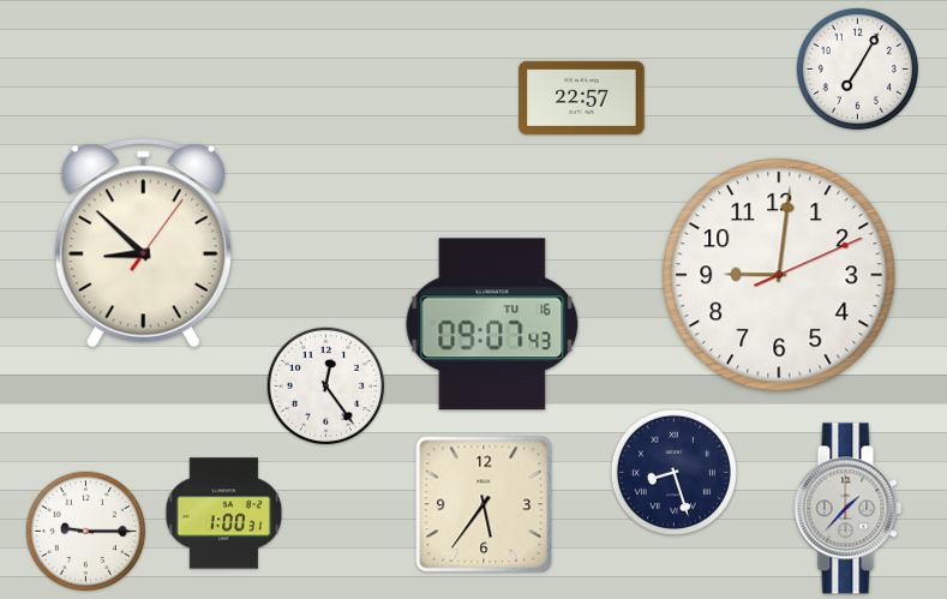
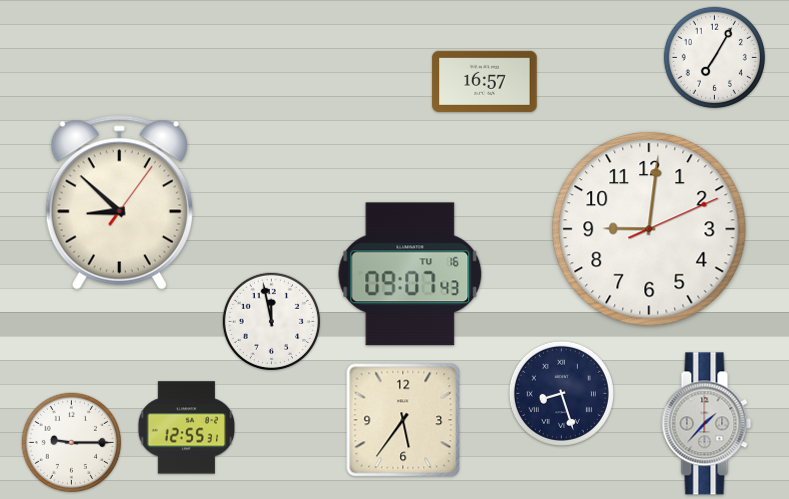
clock at (582, 97): 22:57 -> 16:57
clock at (492, 324) position: (492, 324) -> (410, 274)
clock at (325, 385): 12:24 -> 11:58
clock at (223, 514): 1:00 -> 12:55
